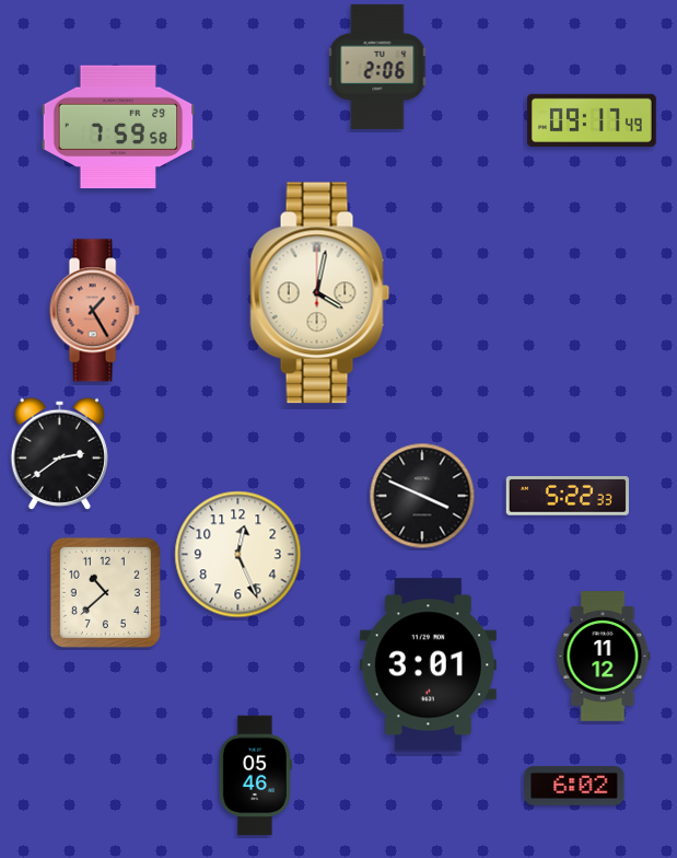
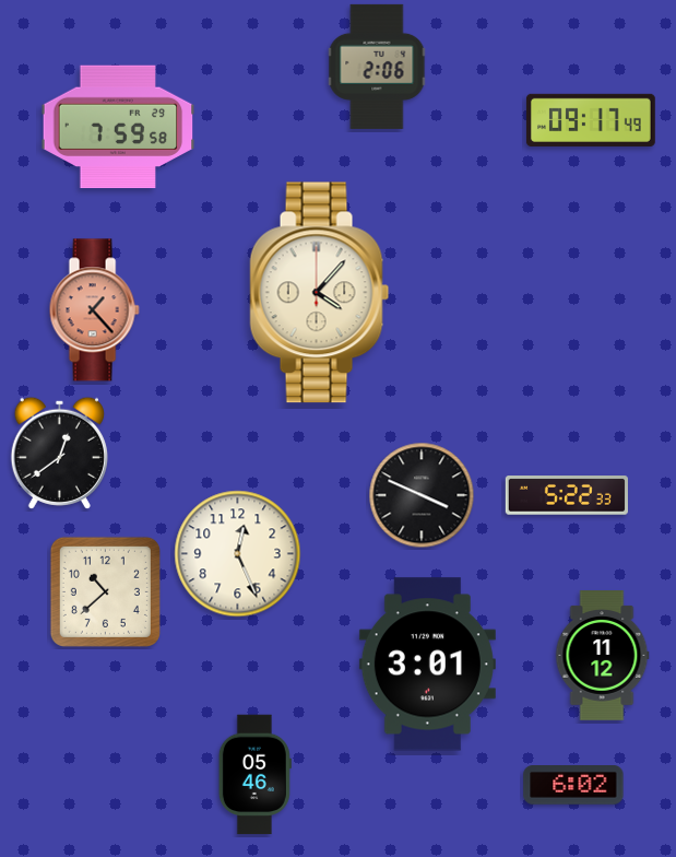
clock at (320, 293): 4:02 -> 4:07
clock at (94, 311): 1:25 -> 1:23
clock at (59, 453): 2:39 -> 12:39
